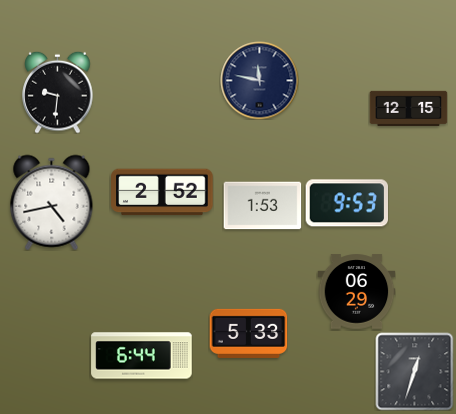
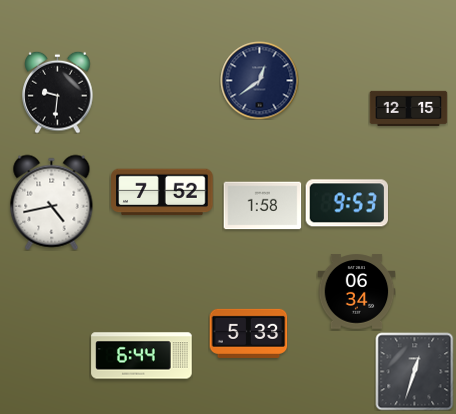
clock at (259, 80): 11:47 -> 12:39
clock at (162, 192): 2:52 -> 7:52
clock at (262, 206): 1:53 -> 1:58
clock at (356, 292): 06:29 -> 06:34
